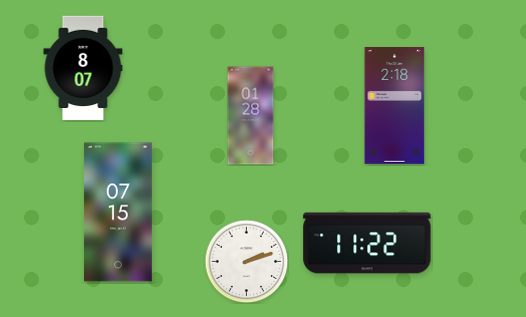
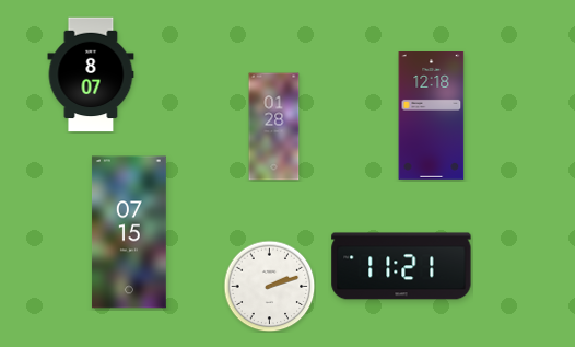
clock at (395, 106): 2:18 -> 12:18
clock at (367, 243): 11:22 -> 11:21
